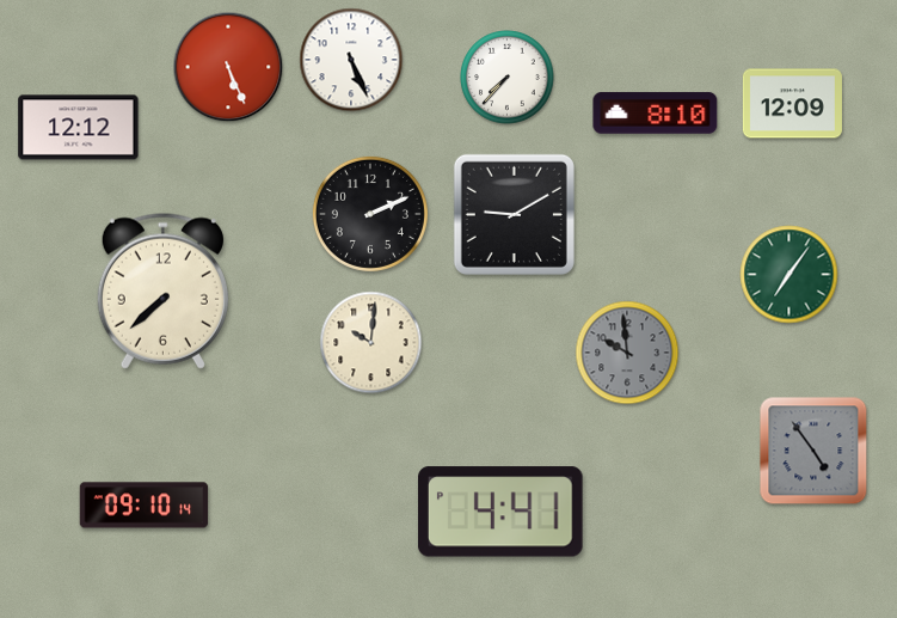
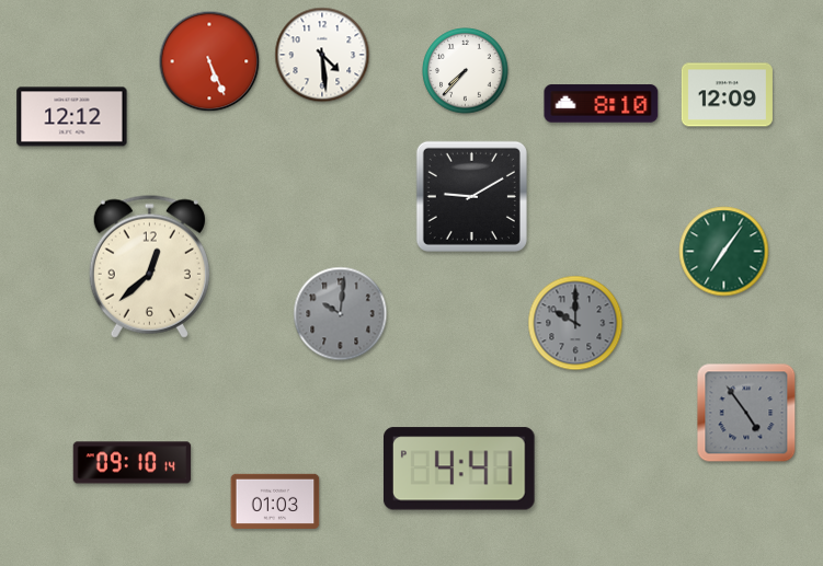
clock at (351, 60): 5:26 -> 4:29
clock at (370, 214): 2:11 -> none
clock at (162, 290): 7:38 -> 12:38
clock at (371, 343) dial: cream -> grey
clock at (627, 353): 9:59 -> 10:00
clock at (275, 501): none -> 01:03
